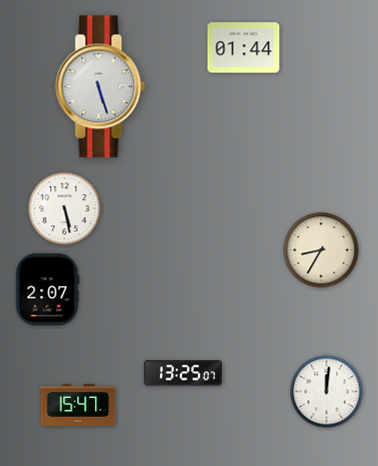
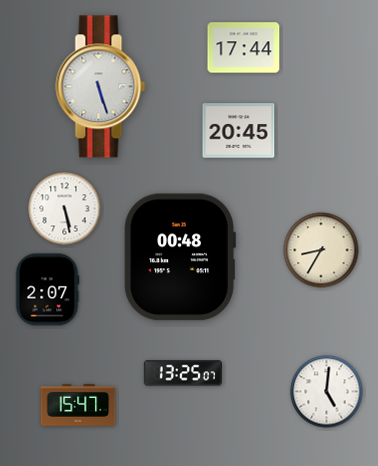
clock at (244, 48): 01:44 -> 17:44
clock at (239, 131): none -> 20:45
clock at (180, 257): none -> 00:48
clock at (327, 392): 12:01 -> 5:01
